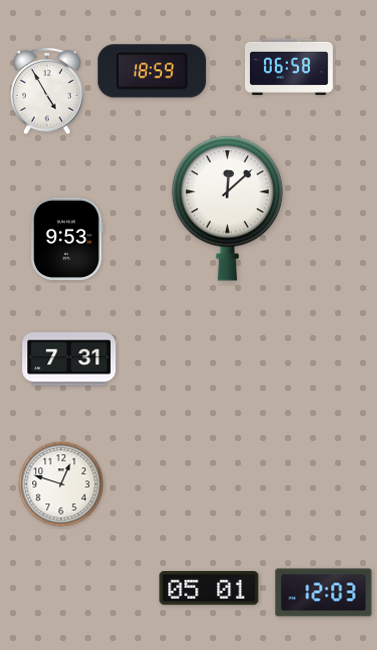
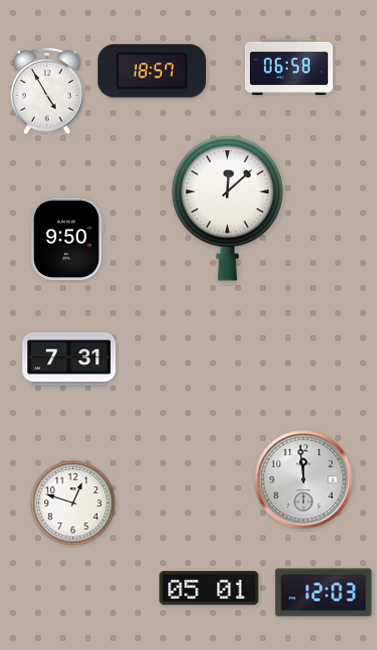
clock at (152, 71): 18:59 -> 18:57
clock at (67, 239): 9:53 -> 9:50
clock at (304, 480): none -> 11:59
clock at (61, 484) position: (61, 484) -> (73, 503)
